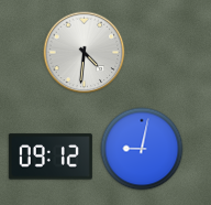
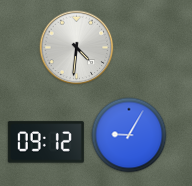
clock at (142, 149): 9:02 -> 9:05
